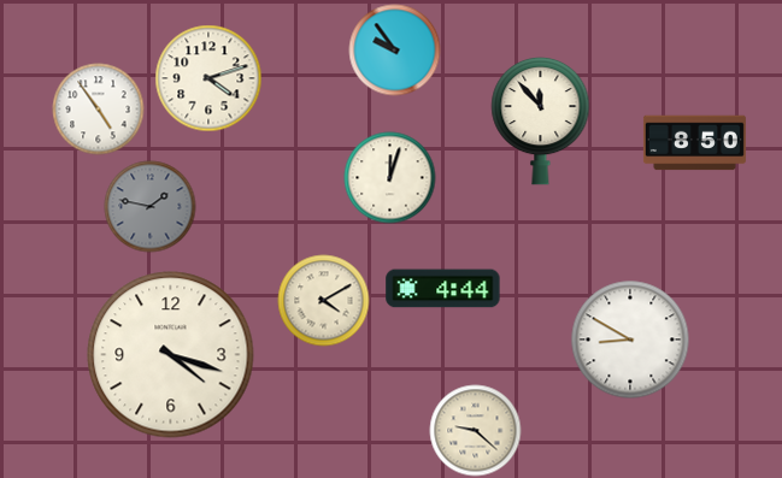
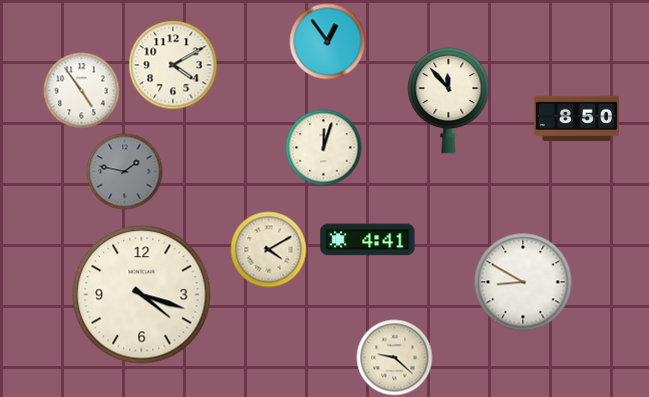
clock at (395, 51): 9:54 -> 12:54
clock at (208, 78): 4:12 -> 4:10
clock at (443, 289): 4:44 -> 4:41
